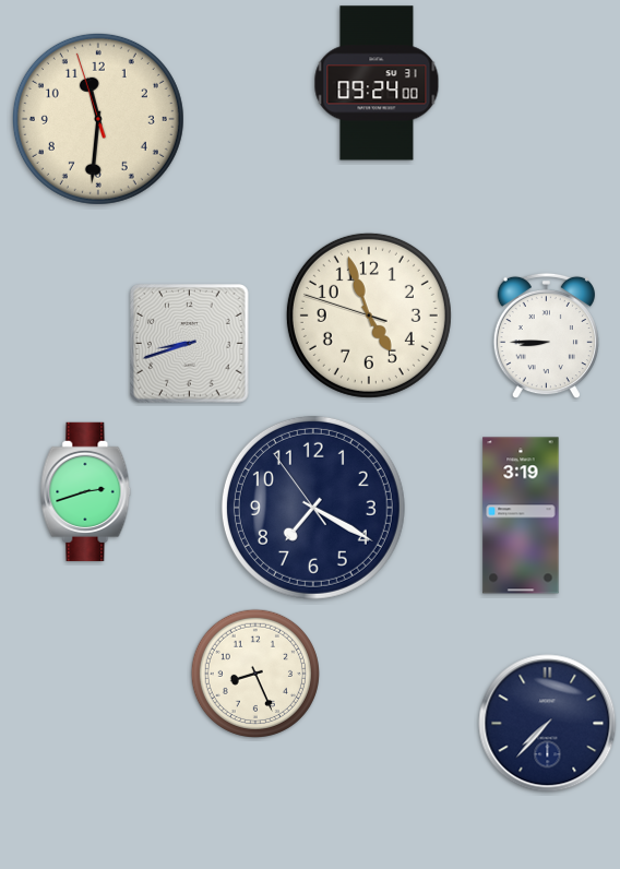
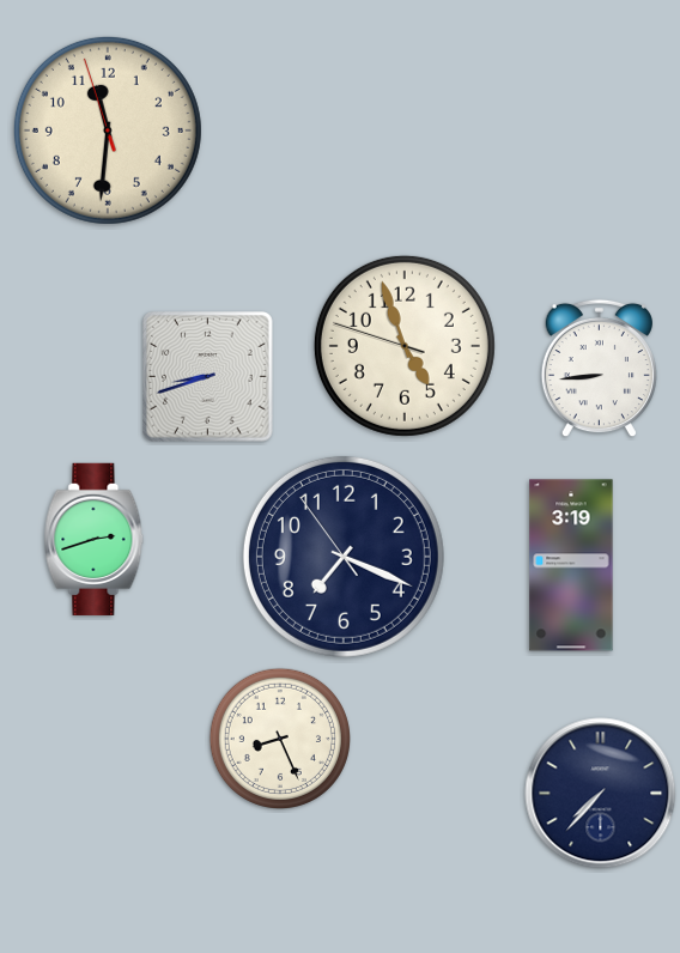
clock at (377, 83): 09:24 -> none
clock at (546, 336): 8:45 -> 8:44
clock at (313, 508): 7:19 -> 7:18
